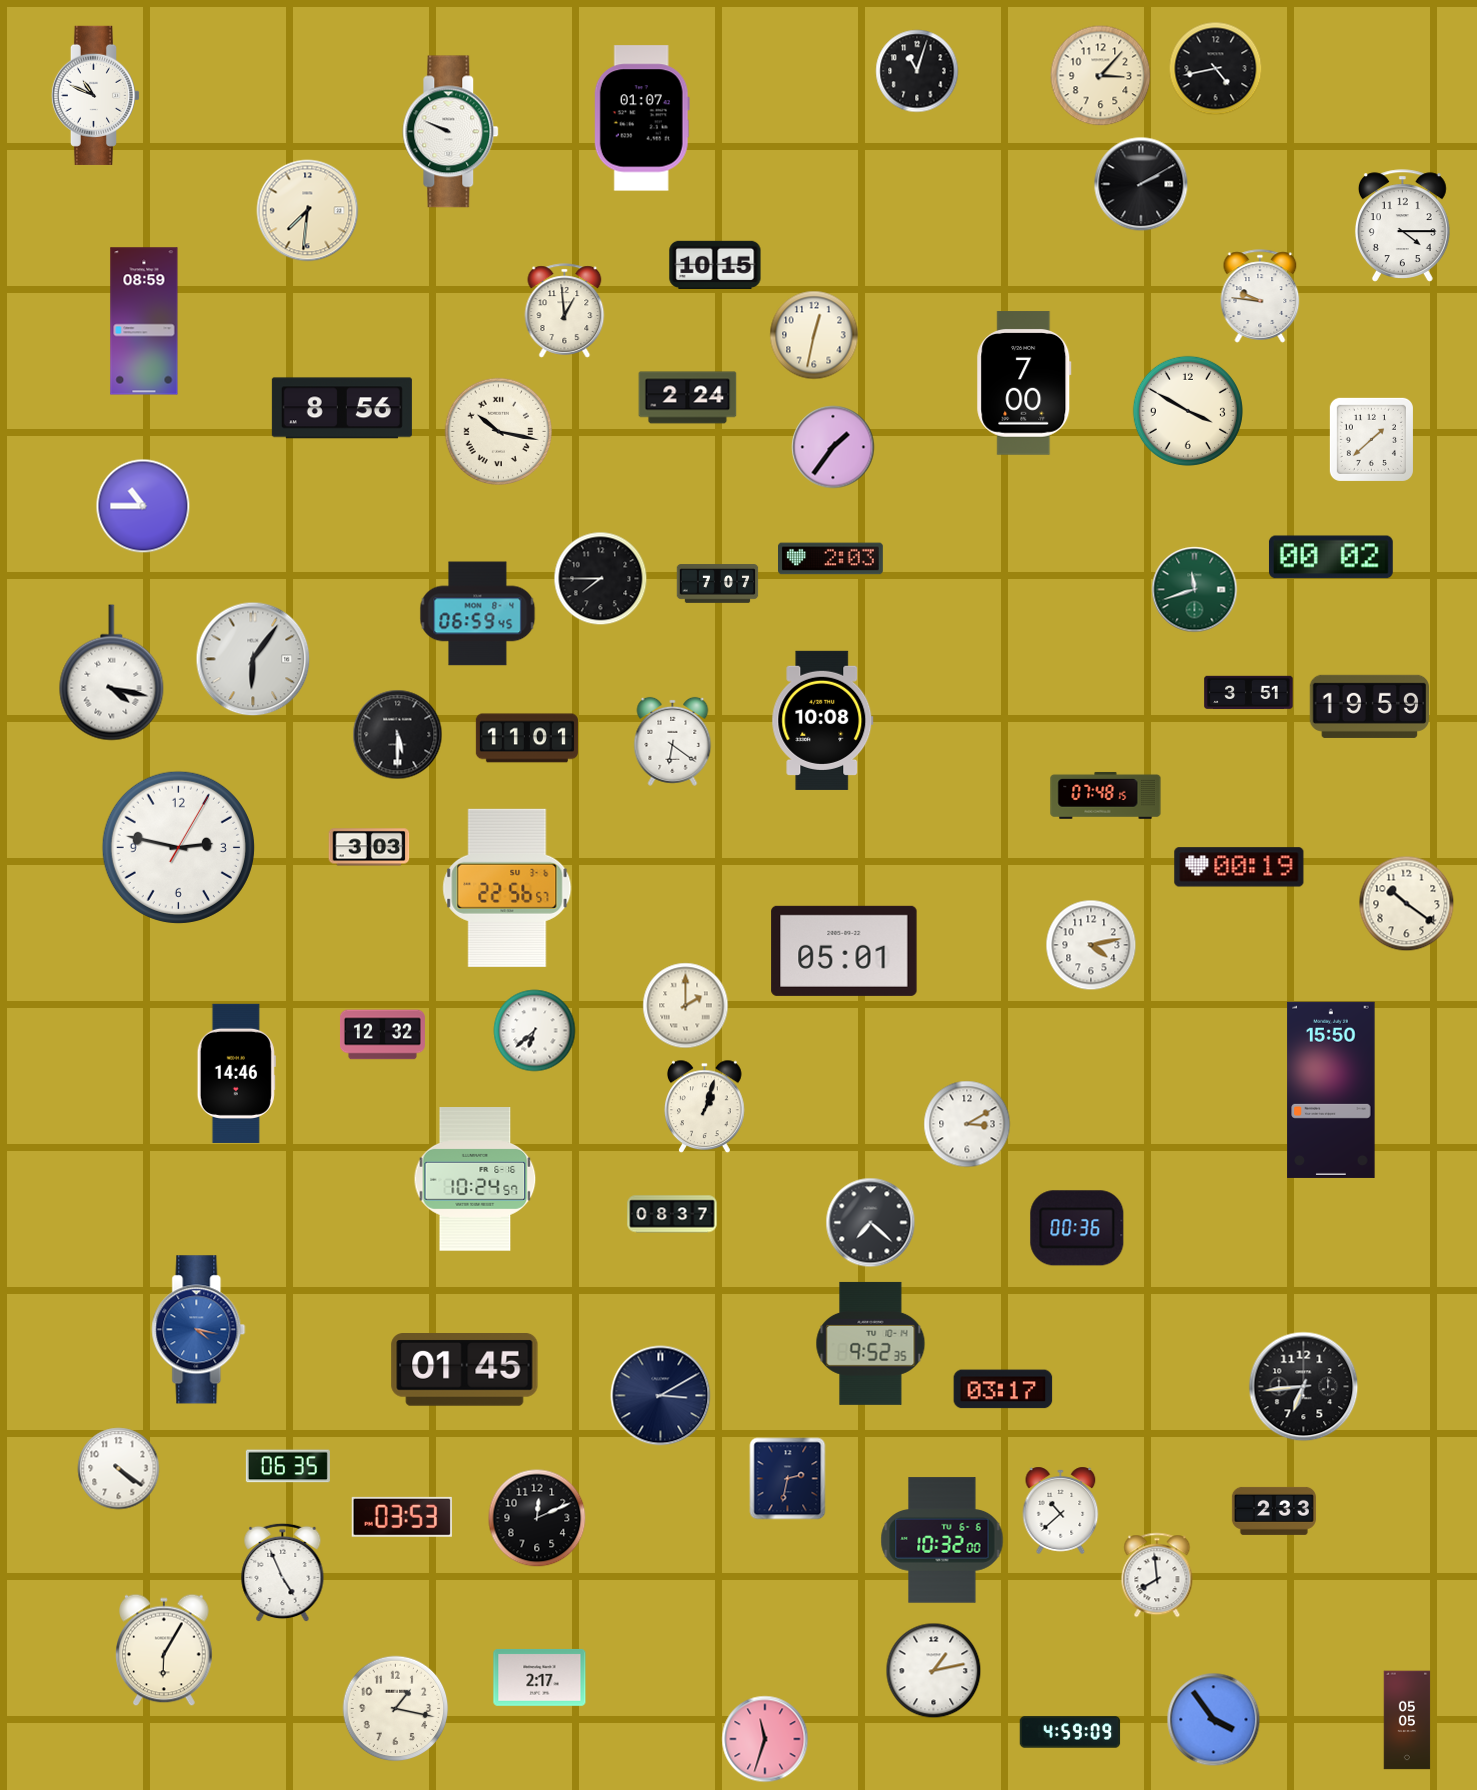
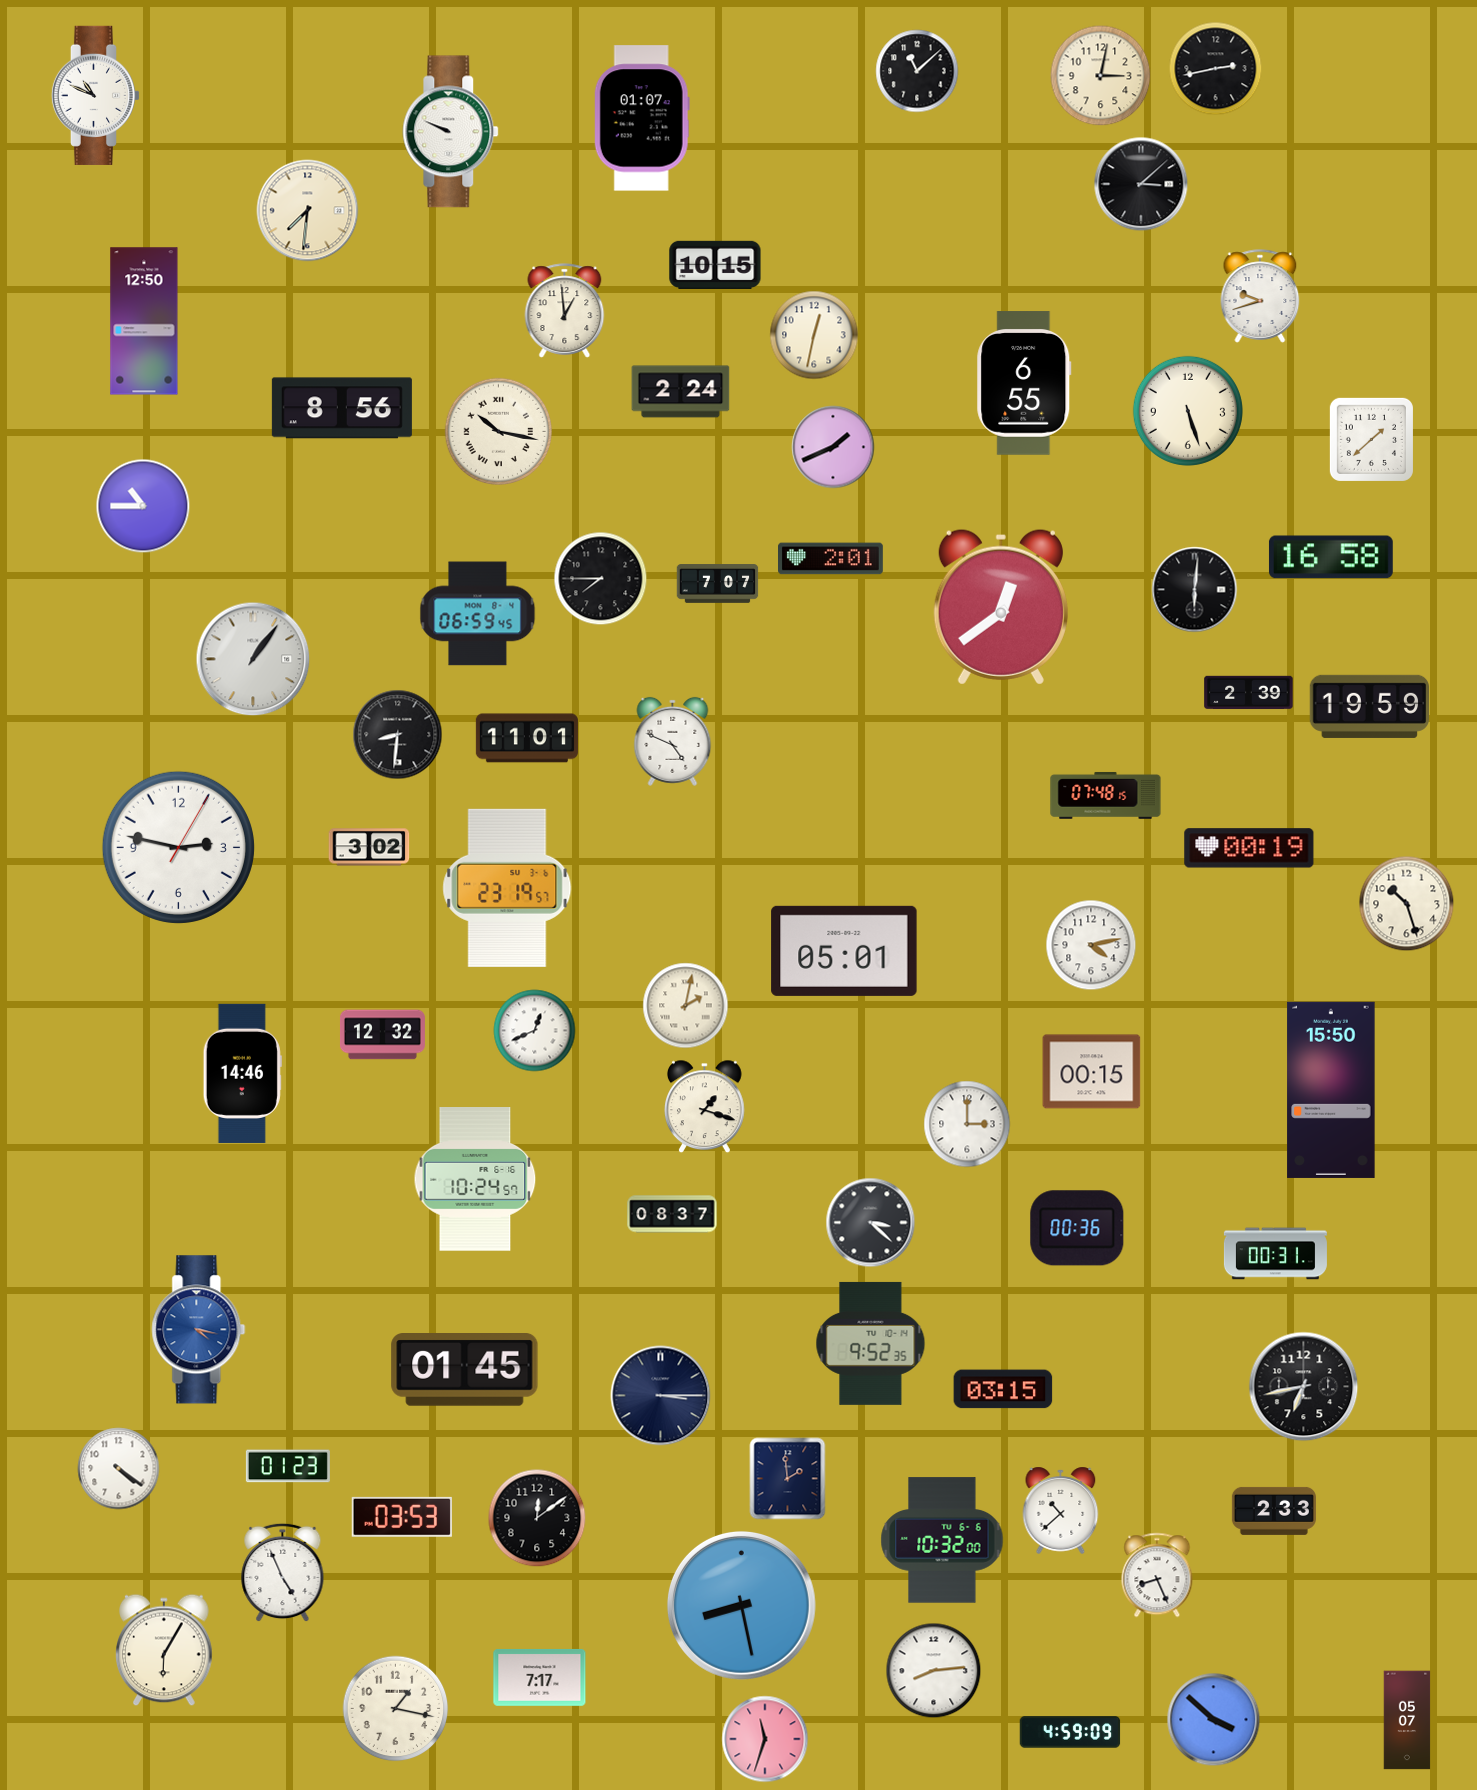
clock at (1216, 69): 4:43 -> 2:43
clock at (917, 71): 11:03 -> 11:08
clock at (1101, 76): 3:07 -> 3:02
clock at (1141, 184): 2:10 -> 3:08
clock at (1402, 226): 4:15 -> none
clock at (1260, 296): 9:46 -> 9:42
clock at (144, 321): 08:59 -> 12:50
clock at (1024, 383): 7:00 -> 6:55
clock at (688, 398) position: (688, 398) -> (681, 392)
clock at (1188, 411): 3:50 -> 5:27
clock at (833, 447): 1:36 -> 1:41
clock at (1331, 557): 00:02 -> 16:58
clock at (831, 559): 2:03 -> 2:01
clock at (1195, 590): 11:42 -> 6:01
clock at (1195, 590) dial: green -> black
clock at (1001, 607): none -> 12:39
clock at (253, 659): 6:06 -> 1:06
clock at (112, 673): 4:17 -> none
clock at (1249, 693): 3:51 -> 2:39
clock at (823, 720): 10:08 -> none
clock at (398, 735): 5:30 -> 8:31
clock at (673, 741): 6:21 -> 4:49
clock at (369, 847): 3:03 -> 3:02
clock at (1239, 867) position: (1239, 867) -> (1249, 848)
clock at (507, 888): 22:56 -> 23:19
clock at (1407, 904): 10:21 -> 10:27
clock at (686, 1006): 2:00 -> 2:02
clock at (535, 1031): 6:38 -> 12:41
clock at (1092, 1072): none -> 00:15
clock at (236, 1073) position: (236, 1073) -> (242, 1073)
clock at (705, 1107): 1:03 -> 1:18
clock at (967, 1124): 3:10 -> 3:00
clock at (871, 1223): 7:22 -> 3:22
clock at (1275, 1254): none -> 00:31
clock at (1304, 1387): 6:44 -> 6:43
clock at (1003, 1389): 03:17 -> 03:15
clock at (661, 1396): 3:10 -> 3:15
clock at (288, 1466): 06:35 -> 01:23
clock at (788, 1479): 2:32 -> 1:59
clock at (537, 1518): 12:11 -> 12:09
clock at (1157, 1575): 7:59 -> 8:26
clock at (741, 1605): none -> 8:28
clock at (934, 1671): 1:13 -> 8:14
clock at (540, 1677): 2:17 -> 7:17
clock at (1214, 1720): 3:54 -> 3:52
clock at (1407, 1720): 05:05 -> 05:07
